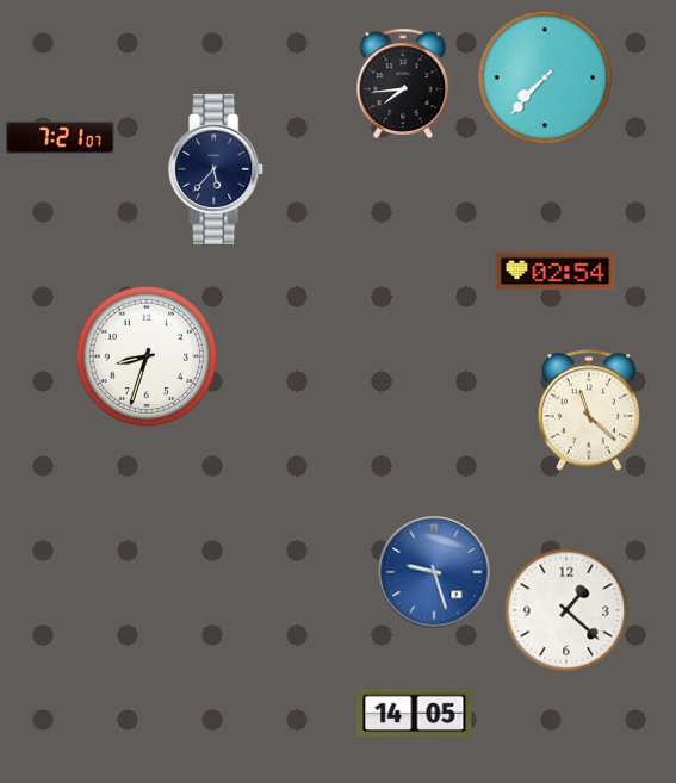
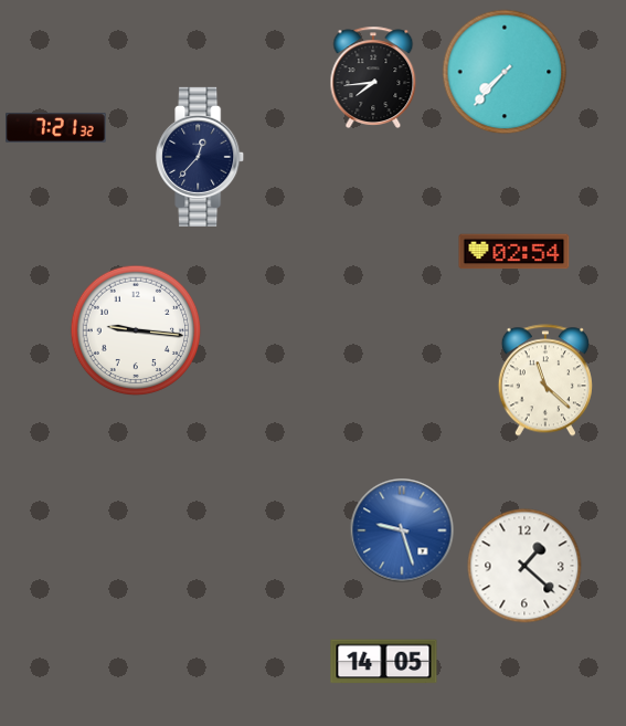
clock at (61, 137): 7:21:07 -> 7:21:32
clock at (217, 169): 5:37 -> 12:37
clock at (147, 356): 8:33 -> 9:16
